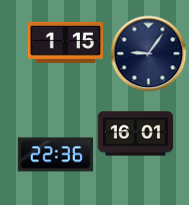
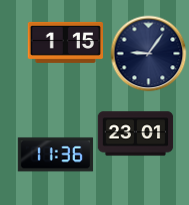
clock at (136, 134): 16:01 -> 23:01
clock at (56, 155): 22:36 -> 11:36
